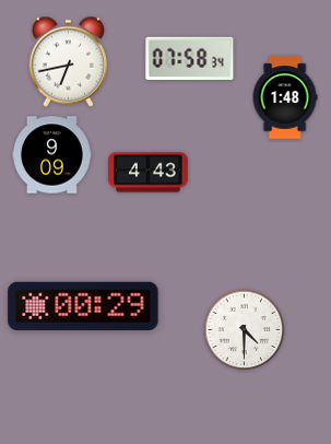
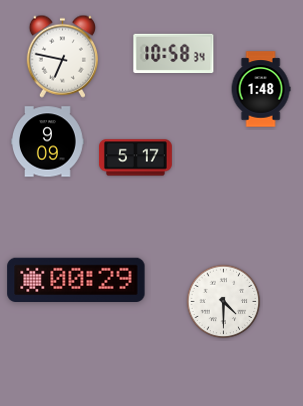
clock at (190, 58): 07:58 -> 10:58
clock at (68, 61): 6:43 -> 6:47
clock at (149, 173): 4:43 -> 5:17
